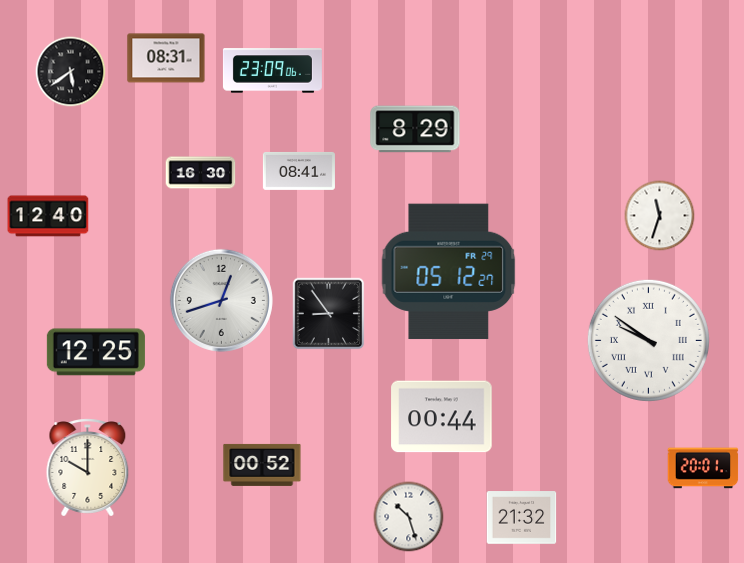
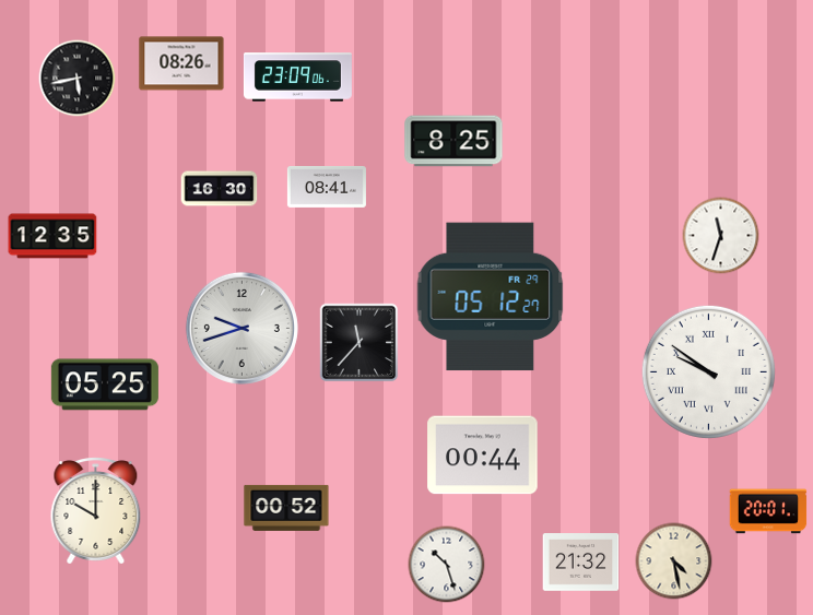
clock at (166, 58): 08:31 -> 08:26
clock at (71, 72): 5:39 -> 5:43
clock at (415, 129): 8:29 -> 8:25
clock at (48, 216): 12:40 -> 12:35
clock at (221, 300): 12:42 -> 9:42
clock at (329, 314): 8:54 -> 11:37
clock at (96, 352): 12:25 -> 05:25
clock at (674, 561): none -> 4:28
clock at (522, 518) position: (522, 518) -> (581, 563)
